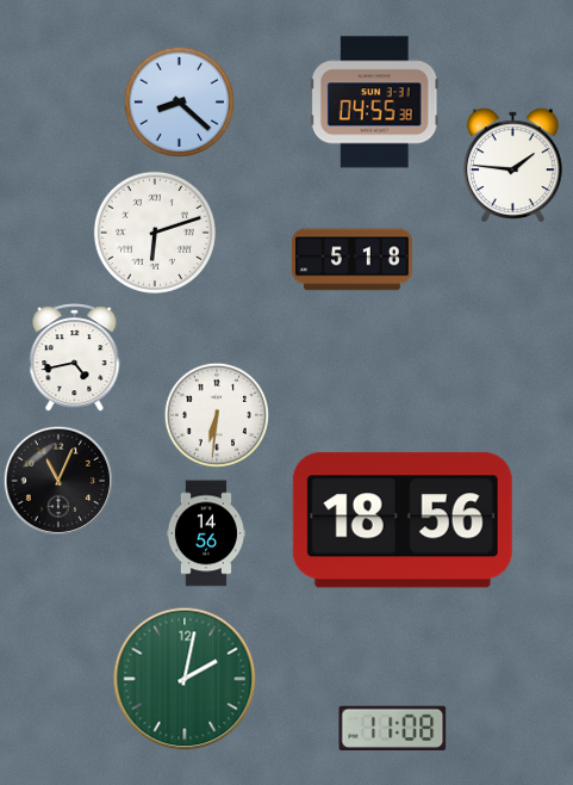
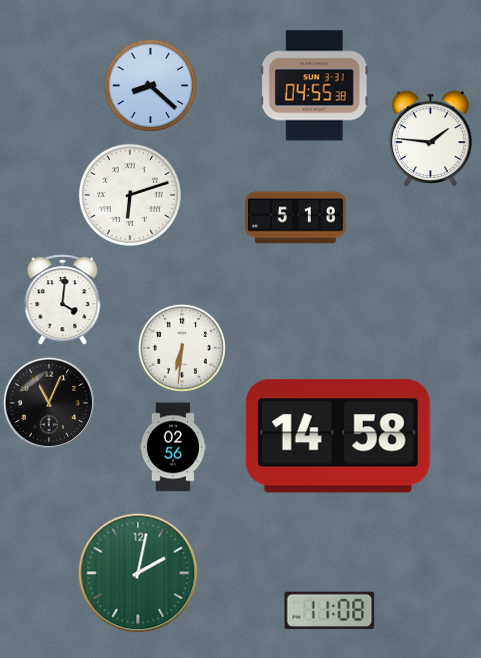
clock at (75, 358): 4:43 -> 4:01
clock at (403, 520): 18:56 -> 14:58
clock at (206, 533): 14:56 -> 02:56
clock at (185, 679) position: (185, 679) -> (138, 573)
